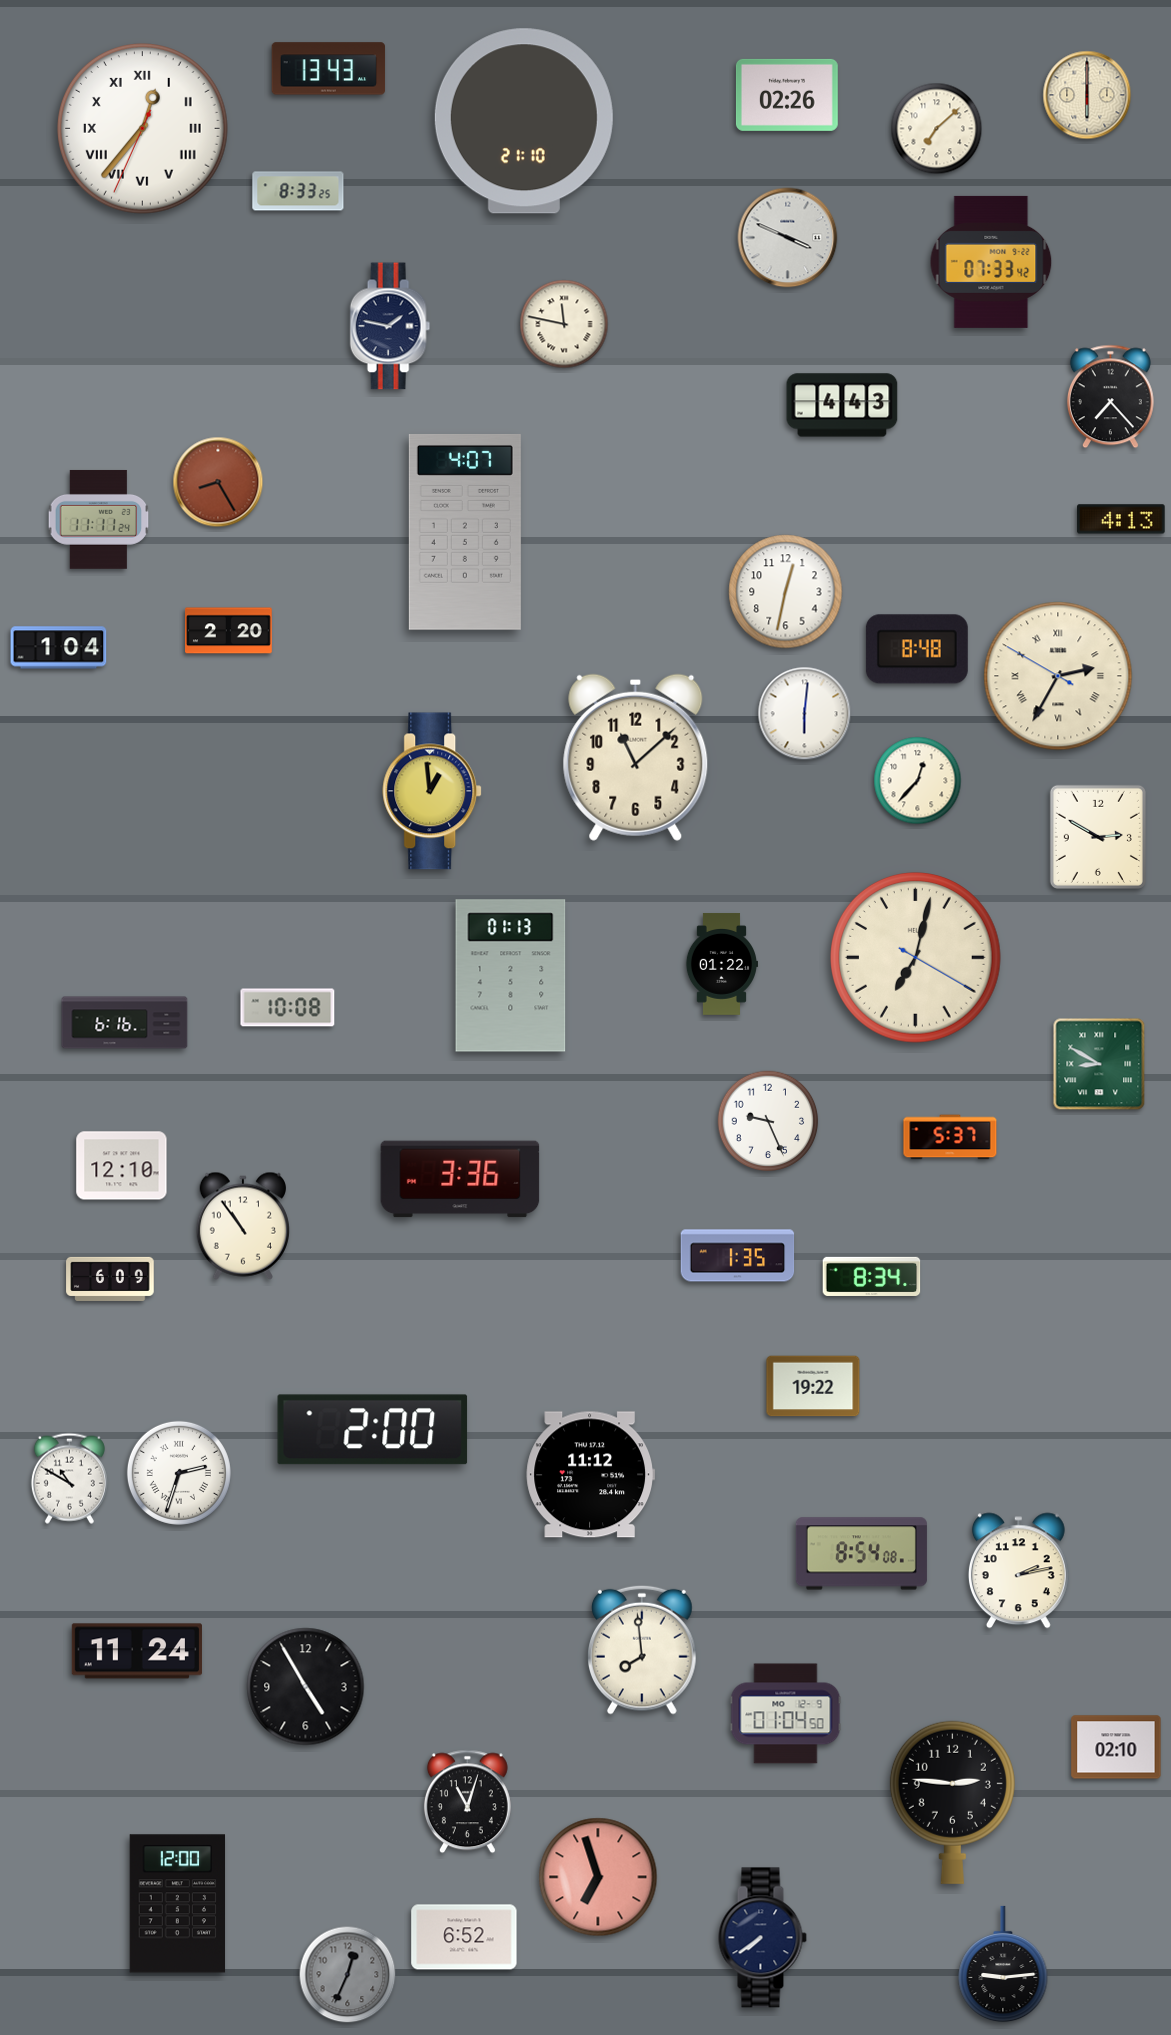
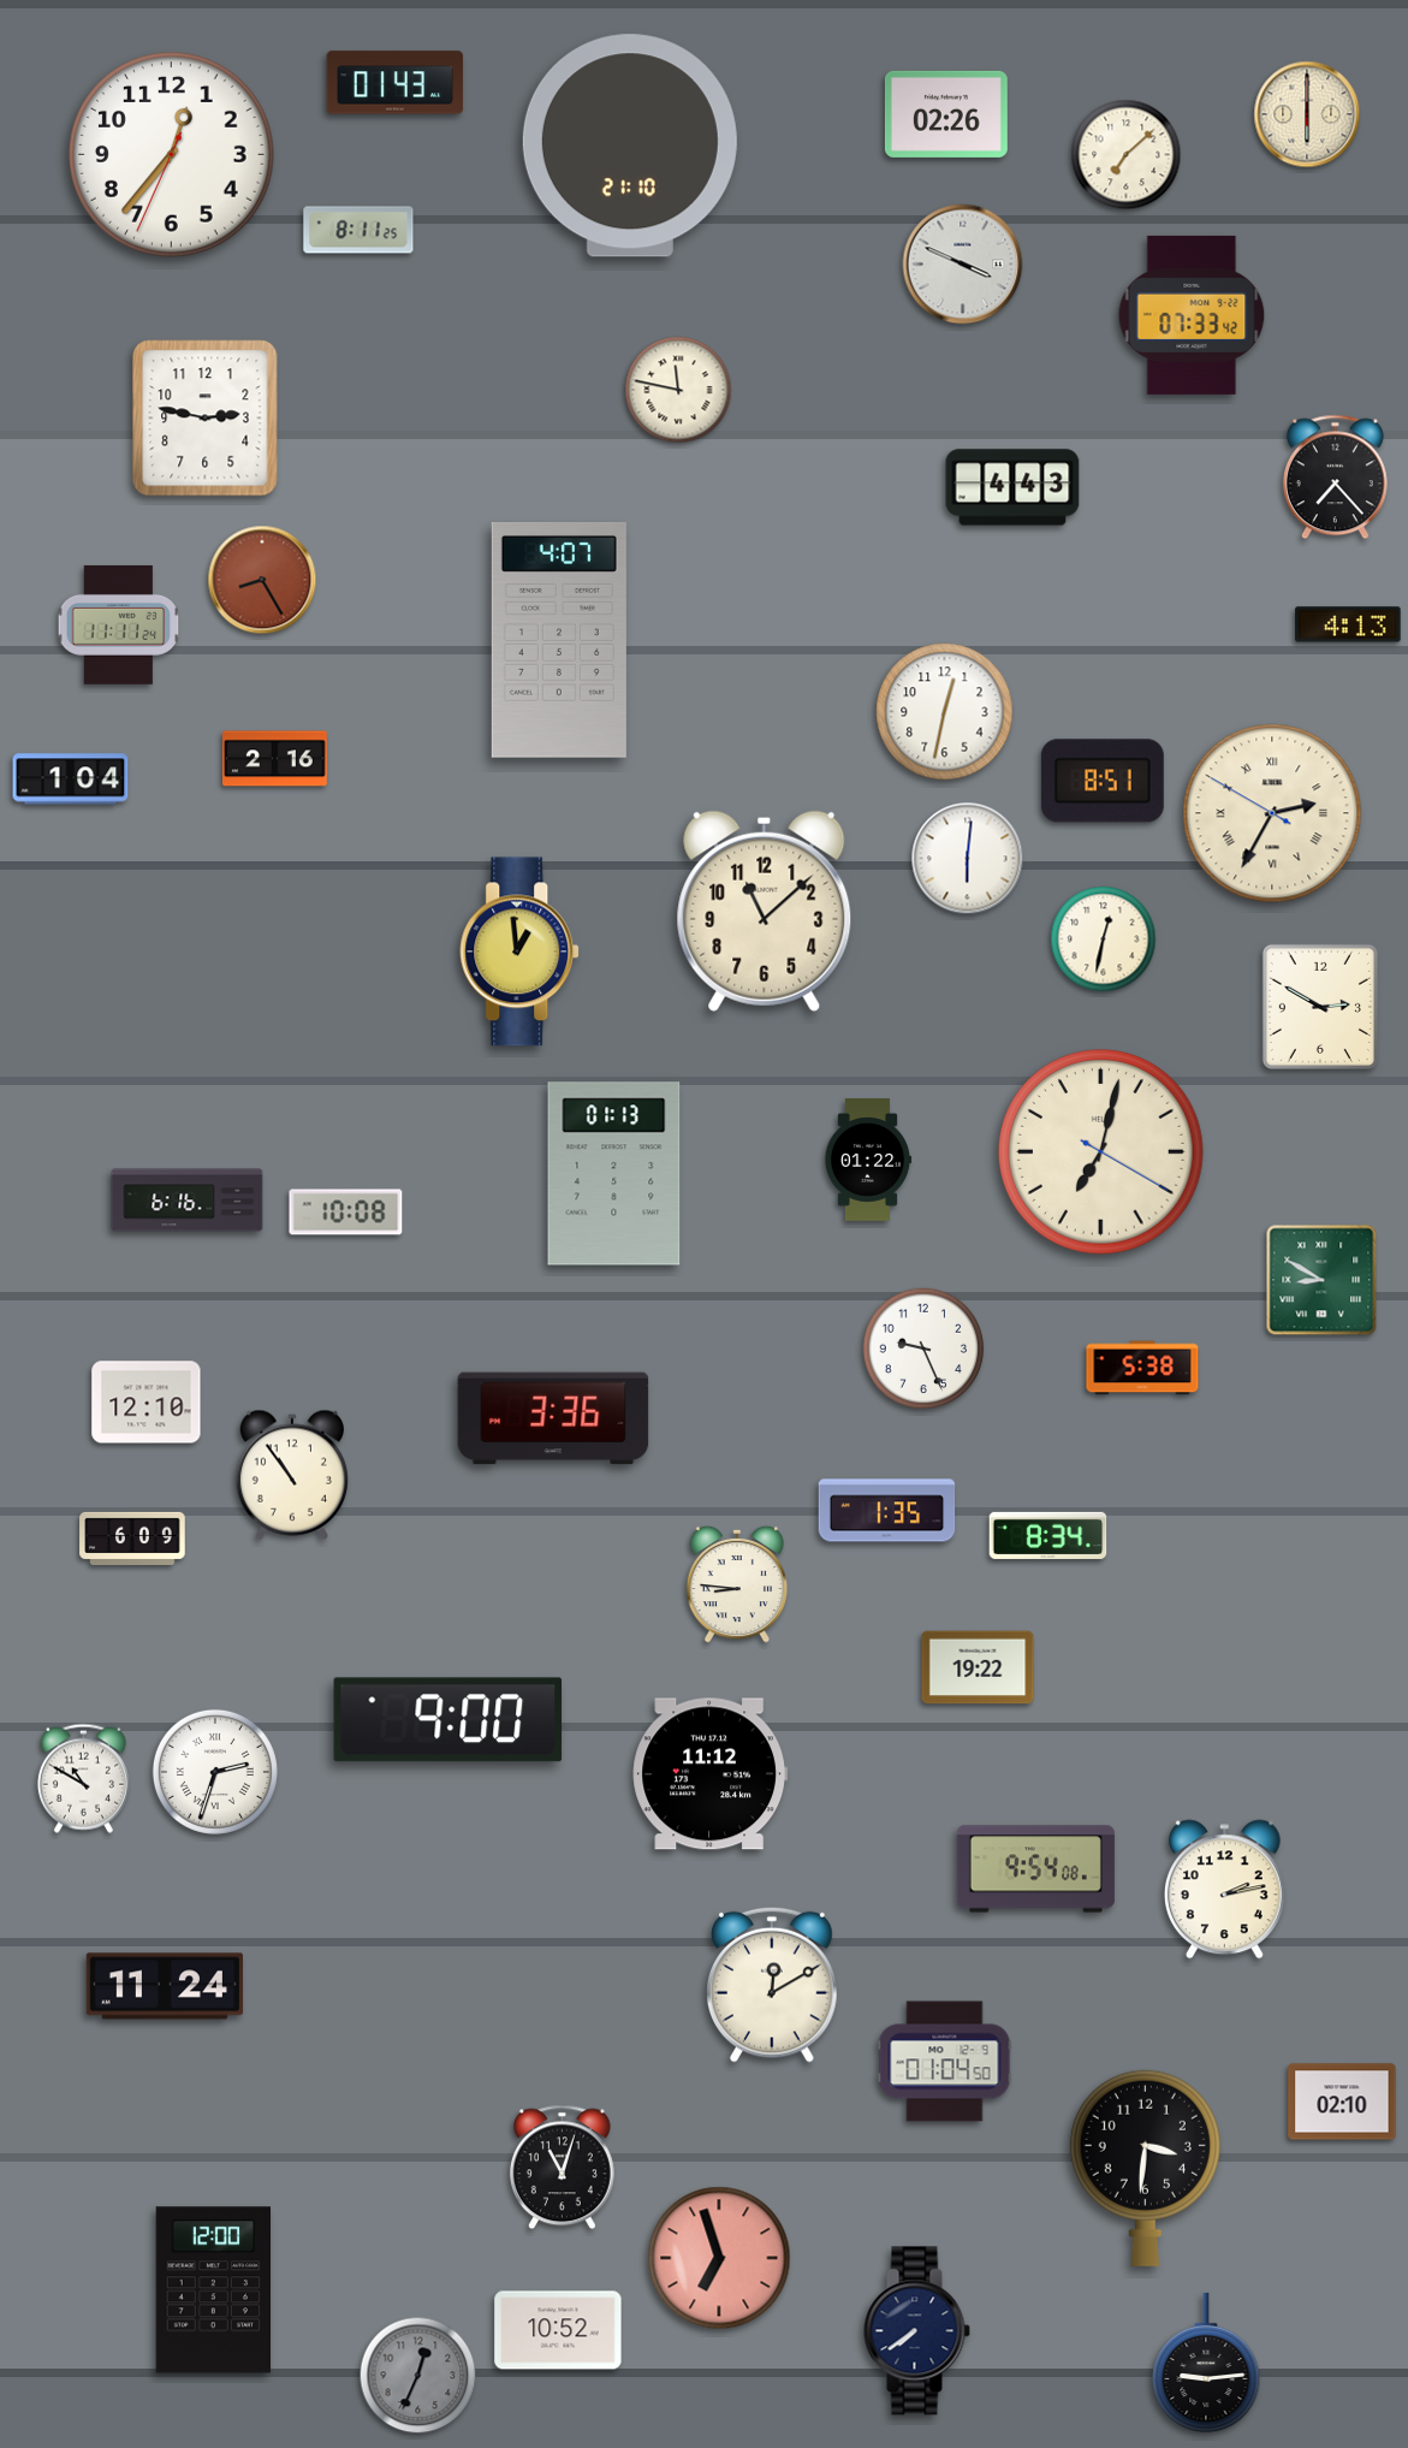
clock at (329, 69): 13:43 -> 01:43
clock at (143, 129) numerals: Roman -> Arabic
clock at (298, 191): 8:33 -> 8:11
clock at (788, 238) position: (788, 238) -> (963, 265)
clock at (390, 326): 1:47 -> none
clock at (206, 419): none -> 2:47
clock at (229, 631): 2:20 -> 2:16
clock at (917, 649): 8:48 -> 8:51
clock at (918, 781): 12:37 -> 12:32
clock at (125, 1023) position: (125, 1023) -> (188, 1201)
clock at (950, 1137): 5:37 -> 5:38
clock at (736, 1584): none -> 8:46
clock at (373, 1430): 2:00 -> 9:00
clock at (861, 1554): 8:54 -> 9:54
clock at (643, 1650): 7:59 -> 12:10
clock at (306, 1687): 4:55 -> none
clock at (952, 1802): 2:46 -> 3:31
clock at (464, 1937): 6:52 -> 10:52
